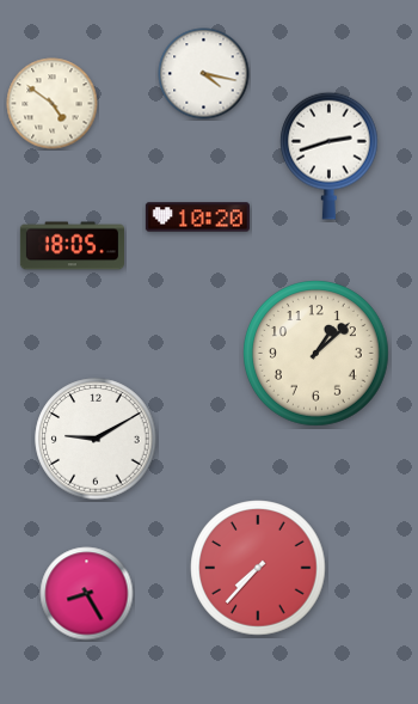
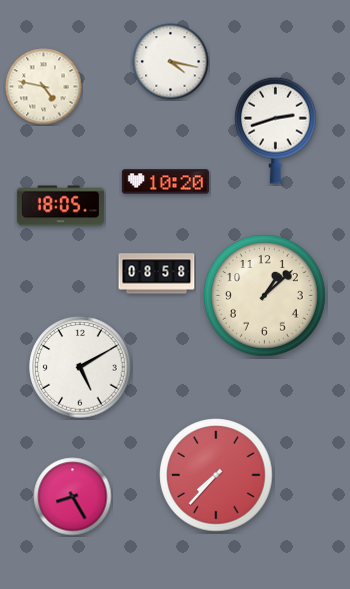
clock at (53, 104): 4:51 -> 4:47
clock at (157, 274): none -> 08:58
clock at (96, 439): 9:10 -> 5:10
